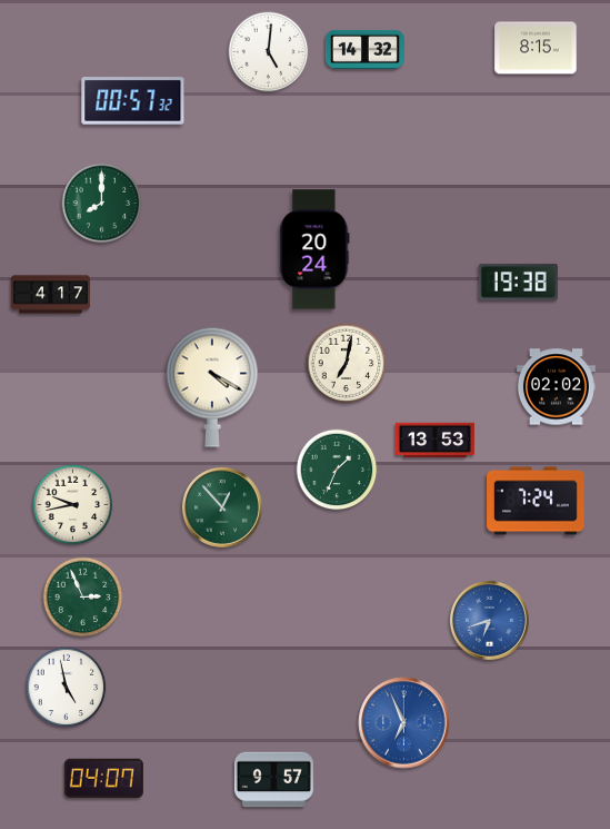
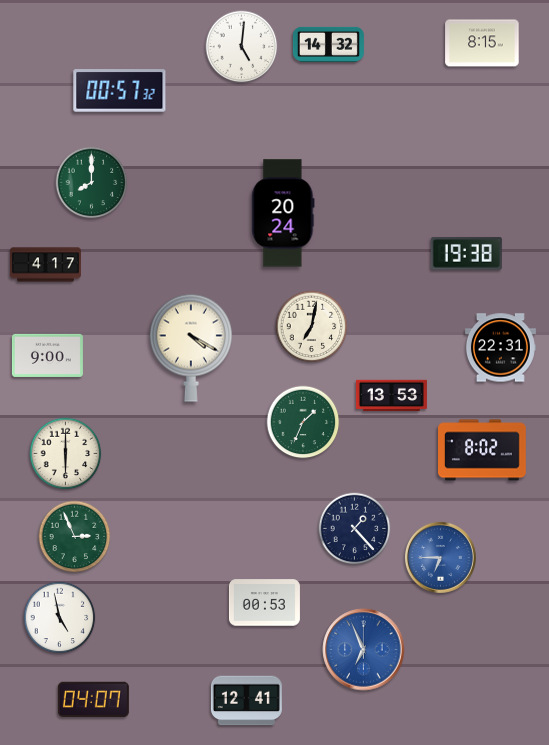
clock at (314, 249) position: (314, 249) -> (283, 213)
clock at (556, 387): 02:02 -> 22:31
clock at (47, 355): none -> 9:00
clock at (537, 501): 7:24 -> 8:02
clock at (73, 505): 9:43 -> 6:00
clock at (222, 507): 12:53 -> none
clock at (355, 529): none -> 1:23
clock at (489, 620): 6:42 -> 6:45
clock at (264, 603): none -> 00:53
clock at (273, 780): 9:57 -> 12:41
